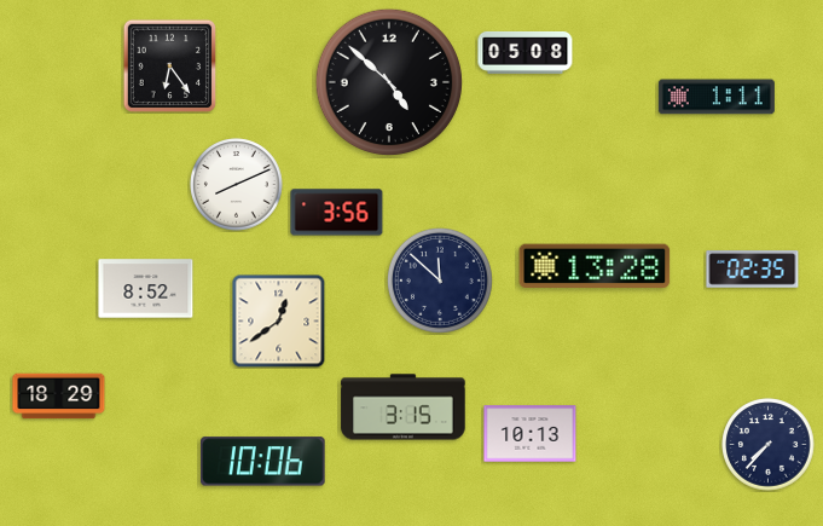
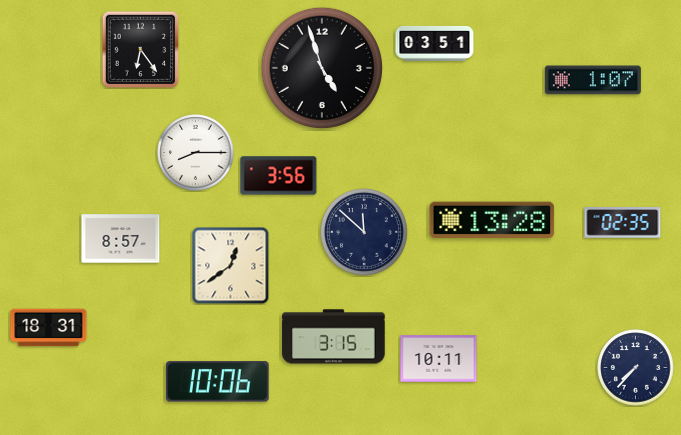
clock at (526, 53): 05:08 -> 03:51
clock at (169, 65) position: (169, 65) -> (140, 49)
clock at (389, 82): 4:52 -> 4:57
clock at (717, 97): 1:11 -> 1:07
clock at (237, 185): 8:11 -> 8:15
clock at (146, 289): 8:52 -> 8:57
clock at (59, 397): 18:29 -> 18:31
clock at (531, 434): 10:13 -> 10:11
